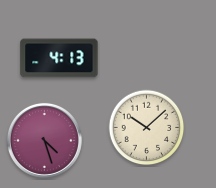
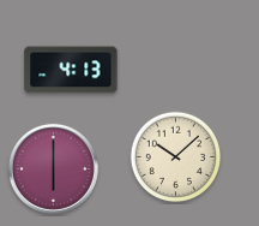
clock at (147, 128) position: (147, 128) -> (176, 157)
clock at (44, 140): 4:27 -> 6:00
